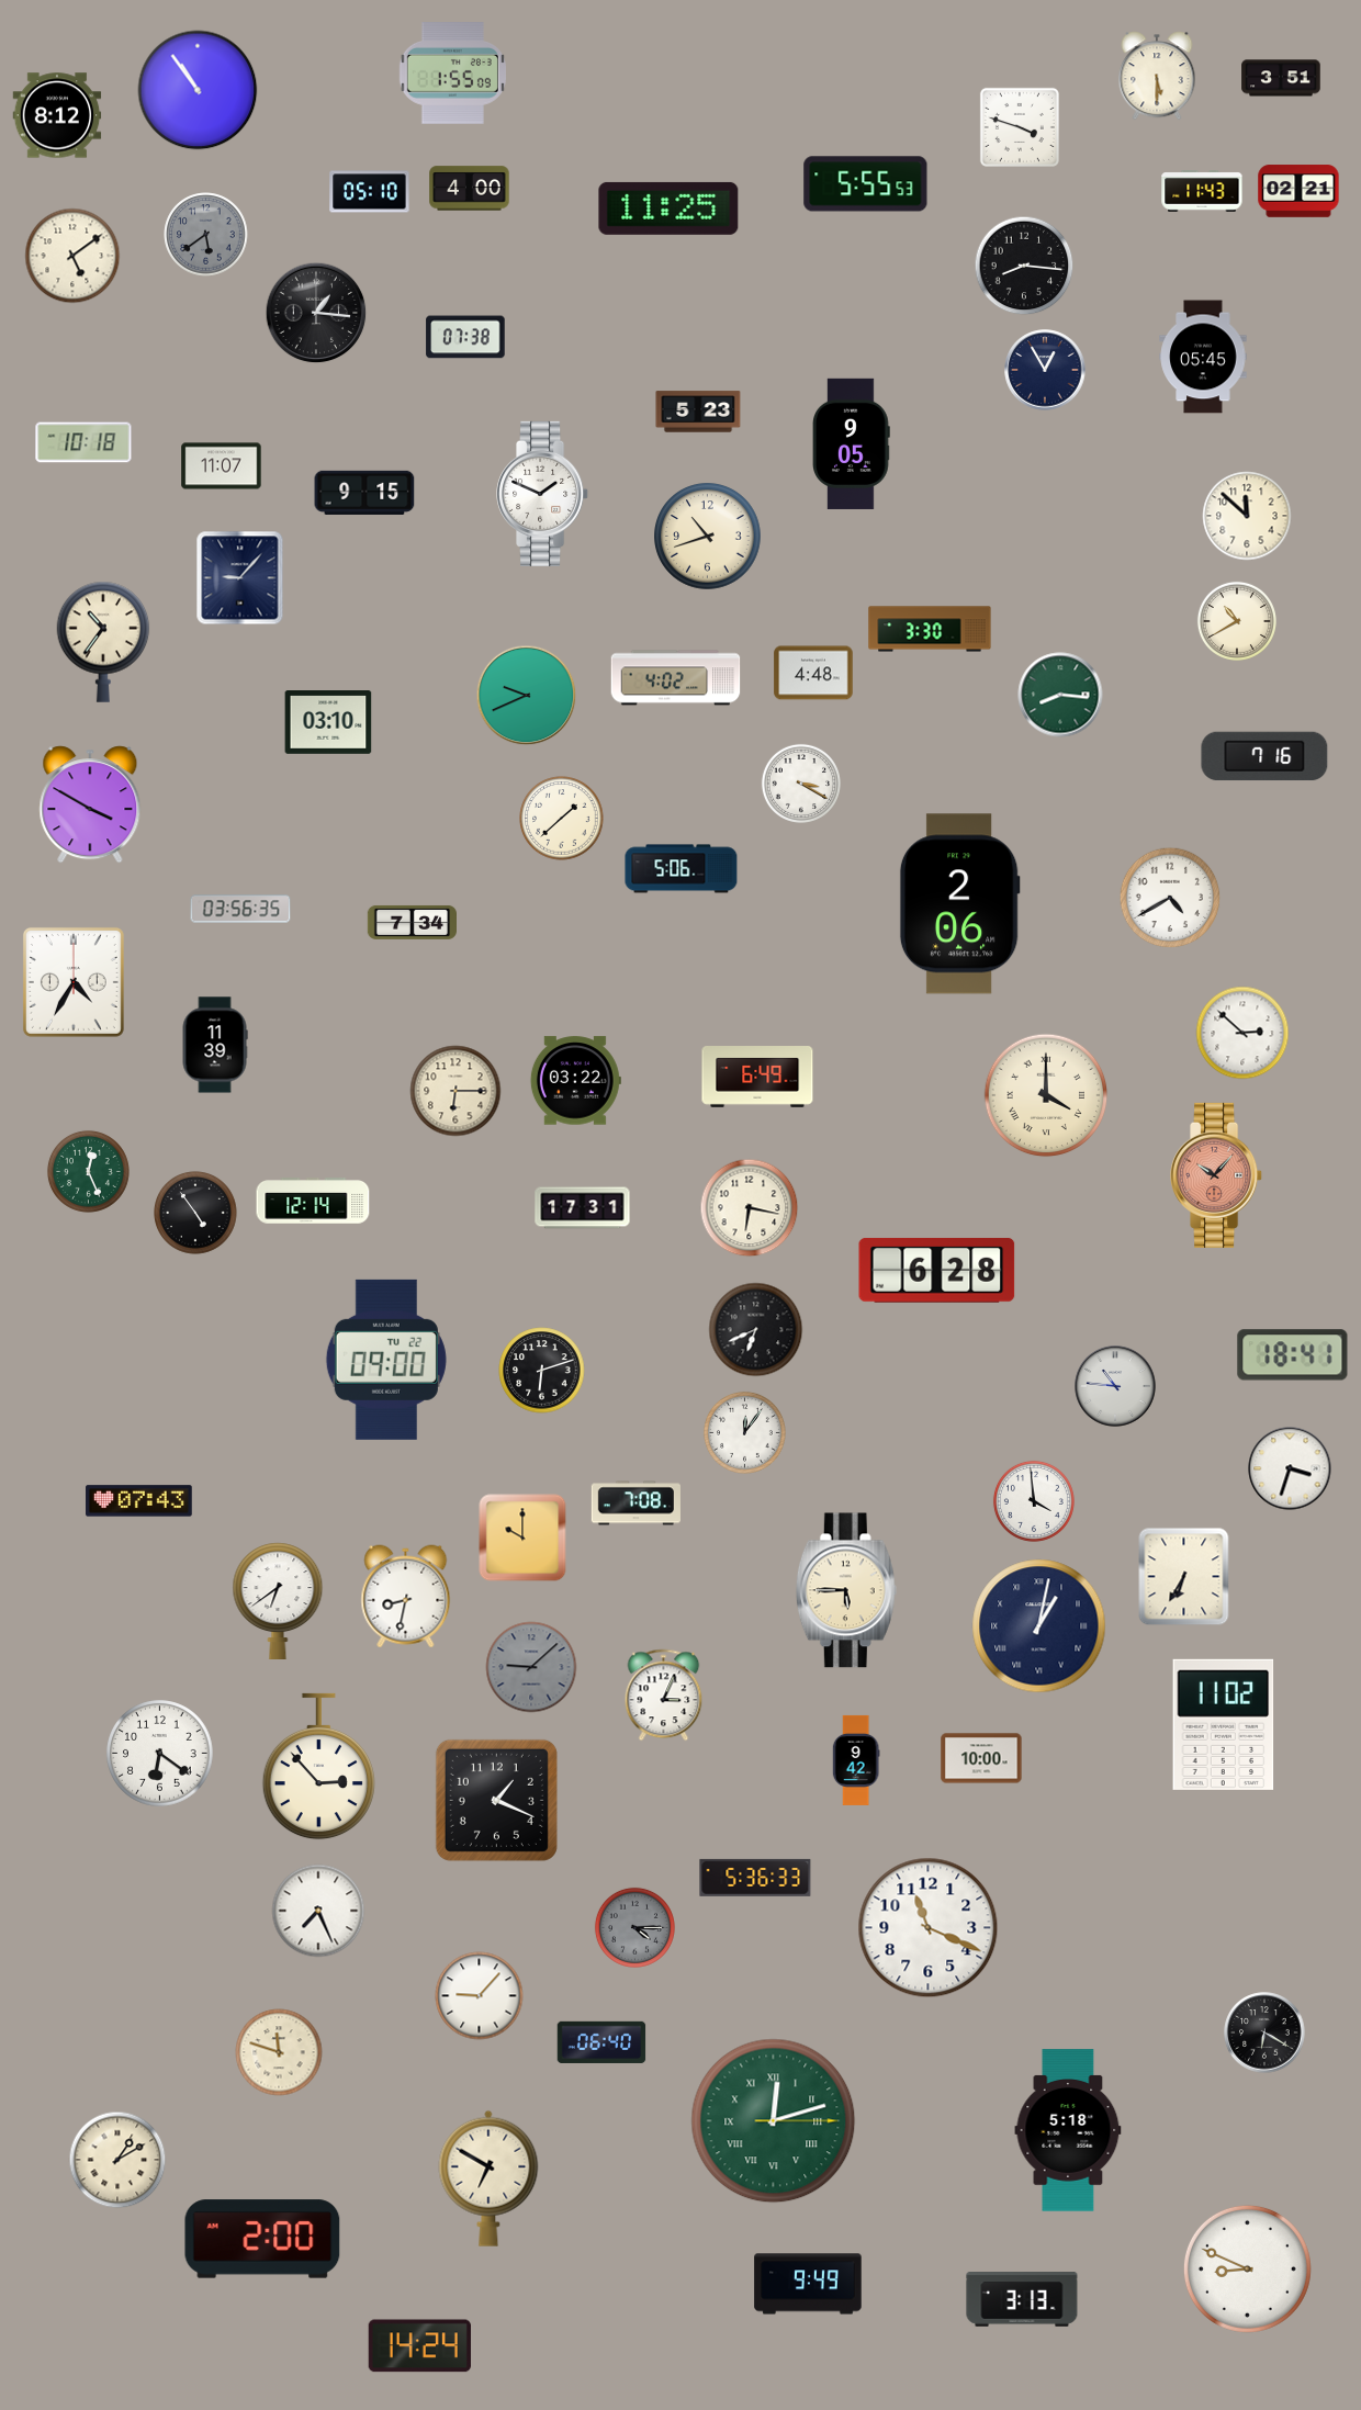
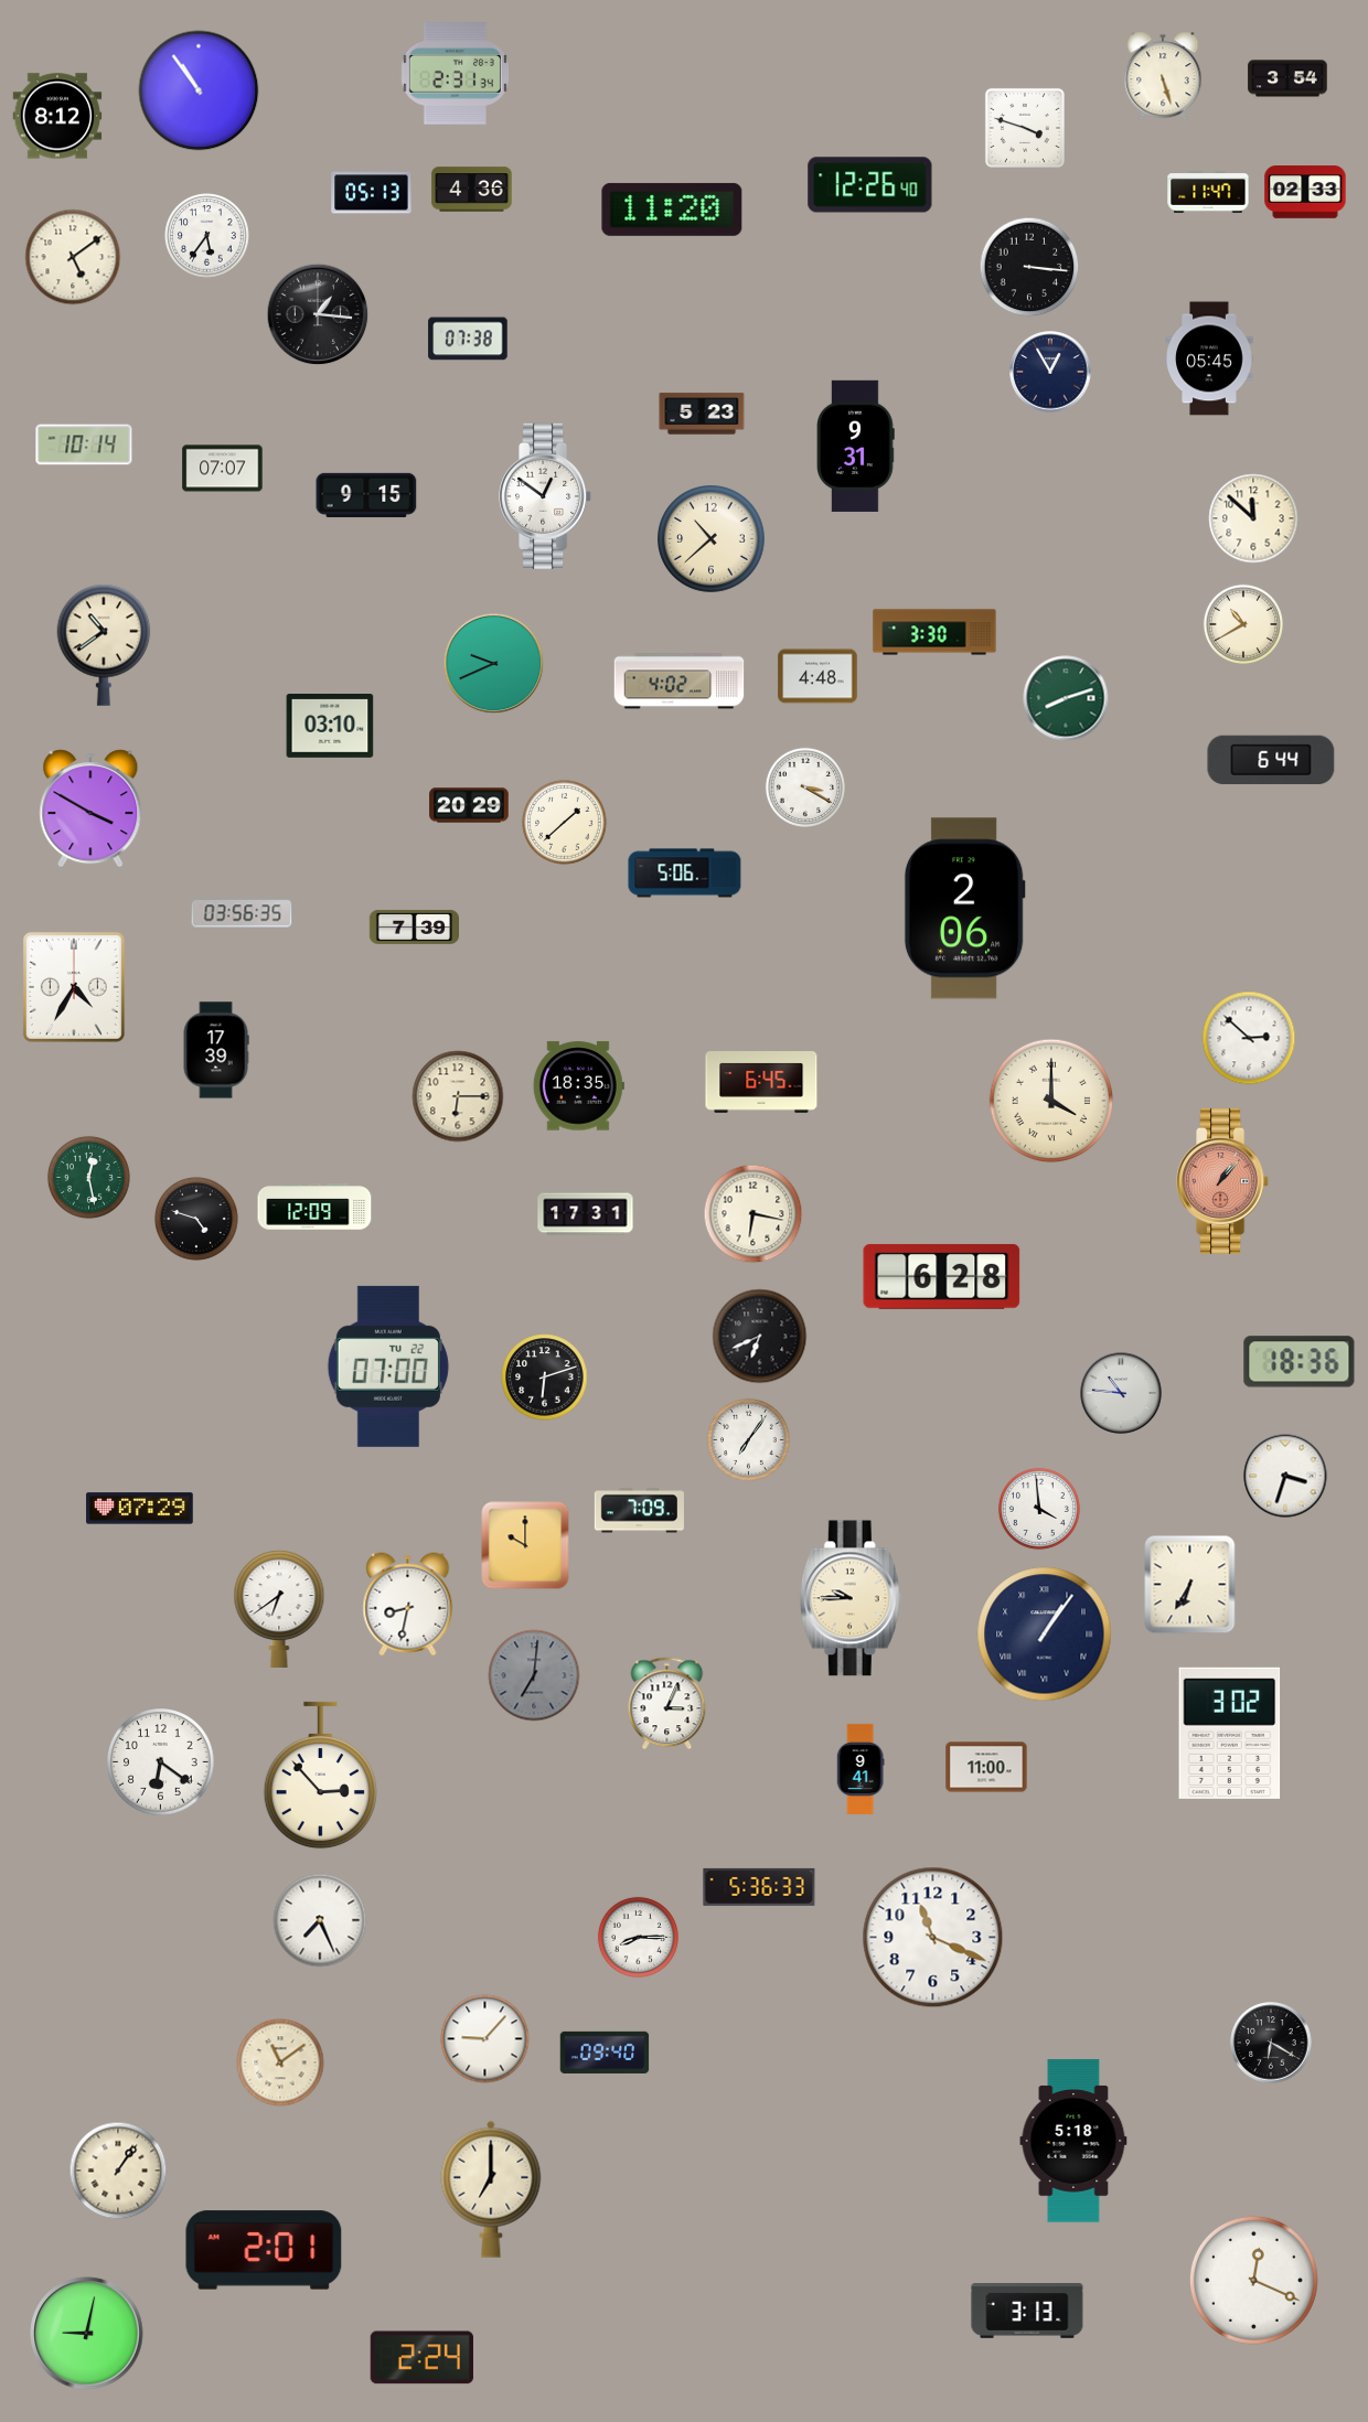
clock at (452, 74): 1:55 -> 2:31
clock at (1157, 76): 5:30 -> 5:27
clock at (1281, 78): 3:51 -> 3:54
clock at (866, 184): 5:55 -> 12:26
clock at (470, 189): 4:00 -> 4:36
clock at (1202, 191): 11:43 -> 11:47
clock at (1298, 191): 02:21 -> 02:33
clock at (370, 192): 05:10 -> 05:13
clock at (668, 209): 11:25 -> 11:20
clock at (206, 235): 5:39 -> 5:36
clock at (206, 235) dial: grey -> white
clock at (1024, 266): 8:16 -> 3:16
clock at (83, 442): 10:18 -> 10:14
clock at (852, 443): 9:05 -> 9:31
clock at (222, 466): 11:07 -> 07:07
clock at (543, 494): 1:49 -> 12:51
clock at (708, 537): 10:42 -> 10:38
clock at (240, 578): 9:07 -> none
clock at (103, 642): 10:36 -> 10:39
clock at (1060, 695): 8:16 -> 8:12
clock at (527, 696) position: (527, 696) -> (494, 664)
clock at (1264, 756): 7:16 -> 6:44
clock at (469, 805): none -> 20:29
clock at (1170, 898): 4:40 -> none
clock at (412, 922): 7:34 -> 7:39
clock at (215, 1045): 11:39 -> 17:39
clock at (757, 1078): 6:49 -> 6:45
clock at (575, 1081): 03:22 -> 18:35
clock at (88, 1172): 12:26 -> 12:28
clock at (1217, 1175): 10:07 -> 1:07
clock at (313, 1201): 12:14 -> 12:09
clock at (195, 1213): 4:54 -> 4:48
clock at (1293, 1355): 18:41 -> 18:36
clock at (386, 1360): 09:00 -> 07:00
clock at (744, 1433): 12:06 -> 7:06
clock at (1290, 1468) position: (1290, 1468) -> (1285, 1476)
clock at (139, 1501): 07:43 -> 07:29
clock at (635, 1504): 7:08 -> 7:09
clock at (846, 1590): 5:45 -> 9:45
clock at (1039, 1626): 1:02 -> 1:06
clock at (531, 1667): 9:08 -> 7:01
clock at (1224, 1724): 11:02 -> 3:02
clock at (981, 1758): 10:00 -> 11:00
clock at (856, 1760): 9:42 -> 9:41
clock at (496, 1800): 1:19 -> none
clock at (634, 1927): 4:15 -> 8:15
clock at (634, 1927) dial: grey -> white
clock at (480, 1996) position: (480, 1996) -> (485, 2039)
clock at (601, 2042): 06:40 -> 09:40
clock at (279, 2052): 11:48 -> 11:09
clock at (774, 2121): 12:12 -> none
clock at (117, 2160): 1:10 -> 1:06
clock at (488, 2178): 6:50 -> 7:00
clock at (262, 2239): 2:00 -> 2:01
clock at (1247, 2268): 8:49 -> 12:19
clock at (808, 2284): 9:49 -> none
clock at (87, 2334): none -> 9:02
clock at (419, 2346): 14:24 -> 2:24
